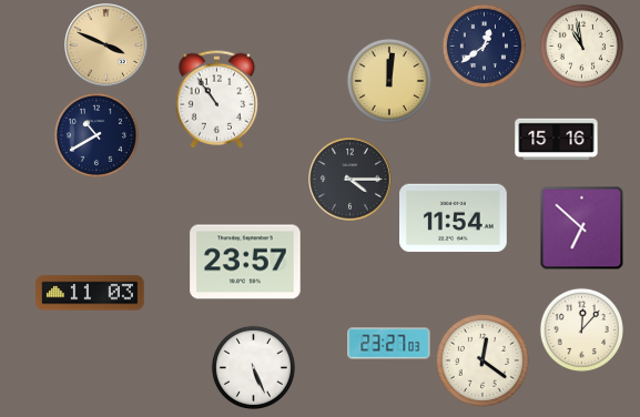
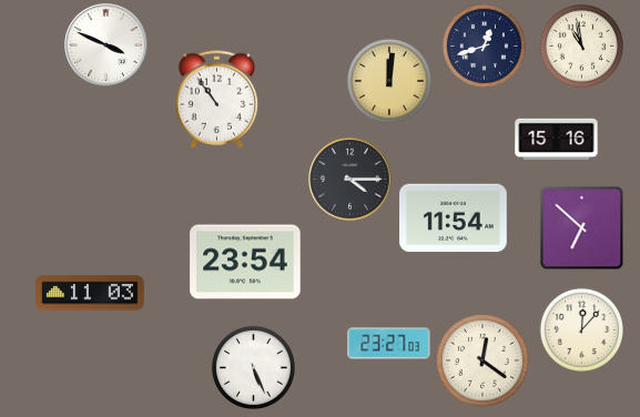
clock at (106, 45) dial: champagne -> white
clock at (484, 45): 12:39 -> 12:42
clock at (96, 135): 10:40 -> none
clock at (245, 262): 23:57 -> 23:54
